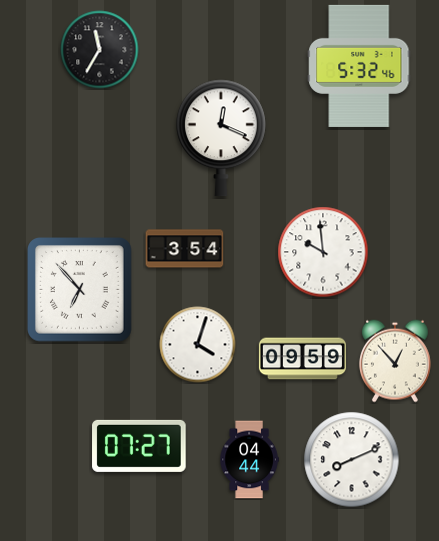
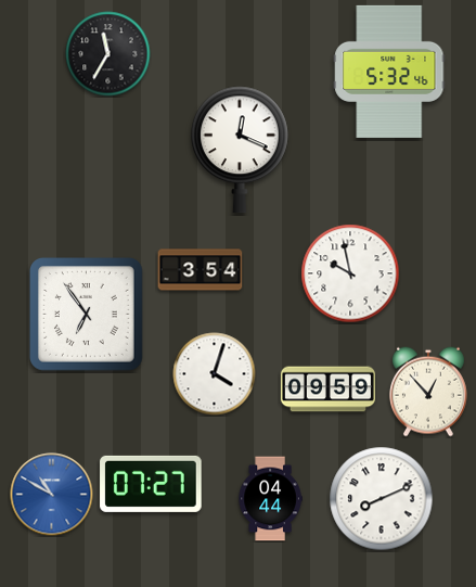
clock at (323, 252): 9:59 -> 9:58
clock at (80, 290): 6:53 -> 6:54
clock at (52, 495): none -> 10:50
